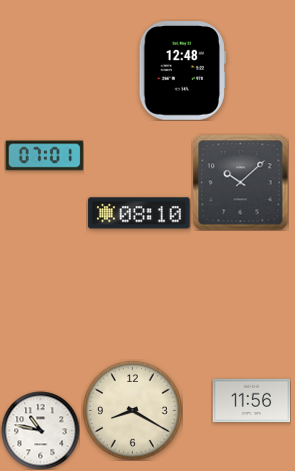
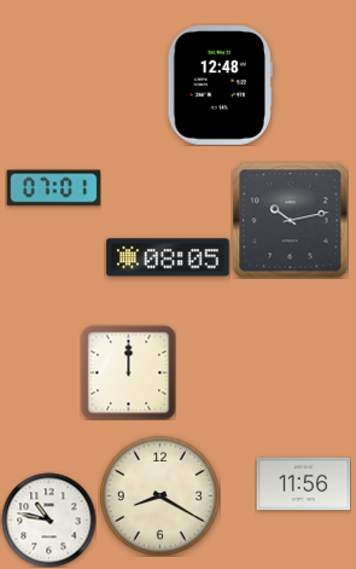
clock at (240, 182): 10:08 -> 10:13
clock at (139, 213): 08:10 -> 08:05
clock at (128, 372): none -> 12:00
